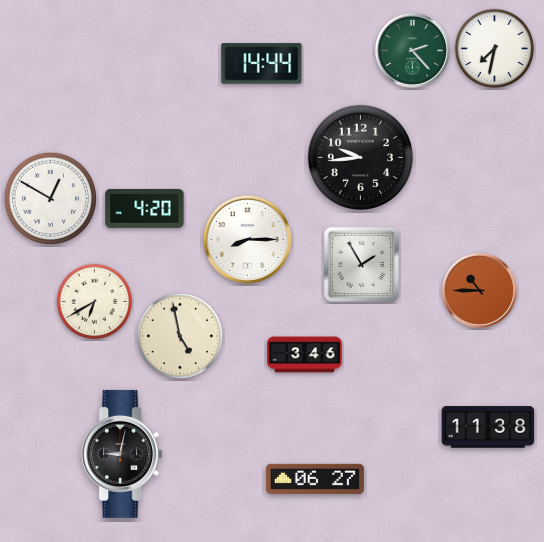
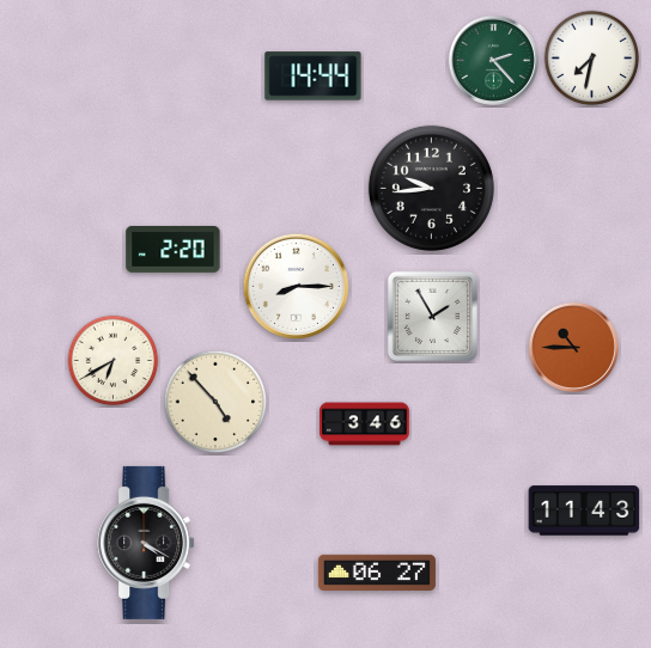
clock at (50, 198): 12:50 -> none
clock at (145, 208): 4:20 -> 2:20
clock at (180, 336): 4:58 -> 4:53
clock at (488, 427): 11:38 -> 11:43
clock at (122, 454): 9:02 -> 4:20
